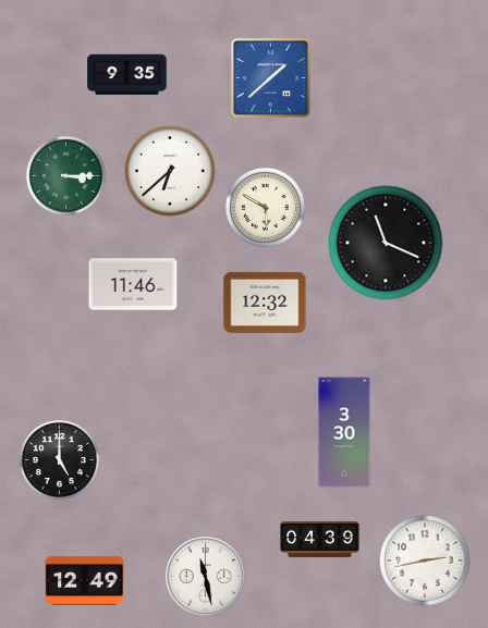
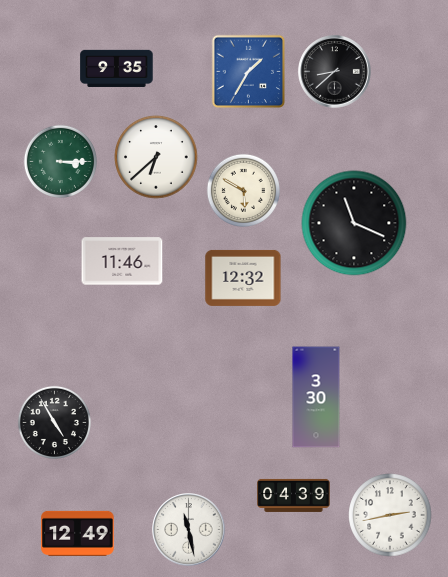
clock at (271, 78): 1:38 -> 1:35
clock at (335, 72): none -> 8:38
clock at (59, 459): 5:00 -> 4:55
